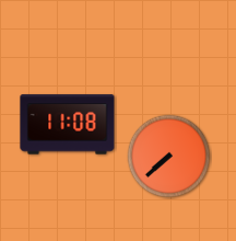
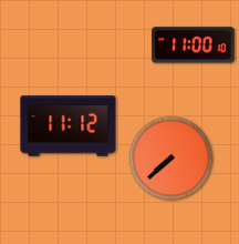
clock at (194, 45): none -> 11:00
clock at (68, 125): 11:08 -> 11:12
